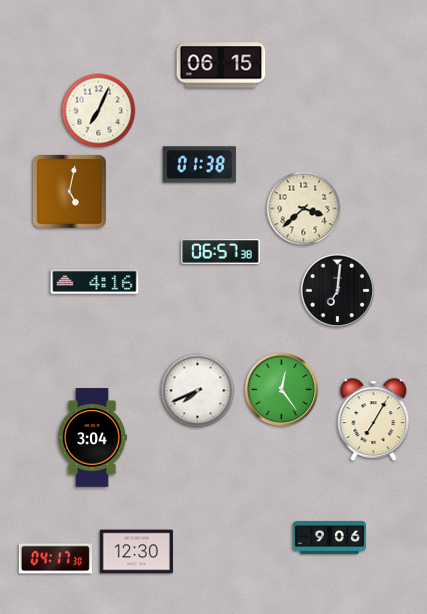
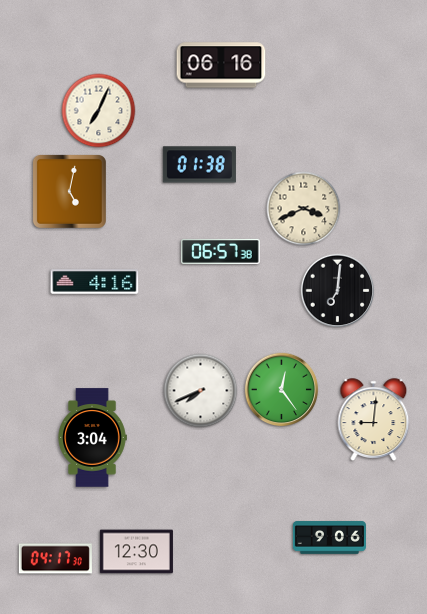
clock at (221, 65): 06:15 -> 06:16
clock at (304, 209): 3:38 -> 3:41
clock at (198, 391) position: (198, 391) -> (201, 391)
clock at (374, 419): 7:05 -> 9:01
